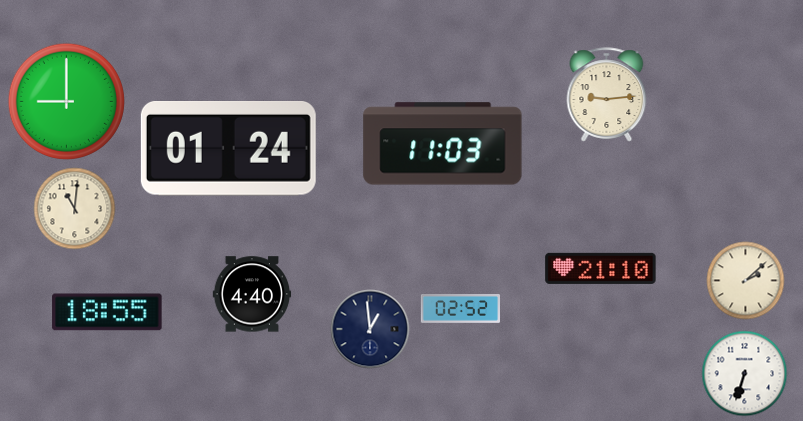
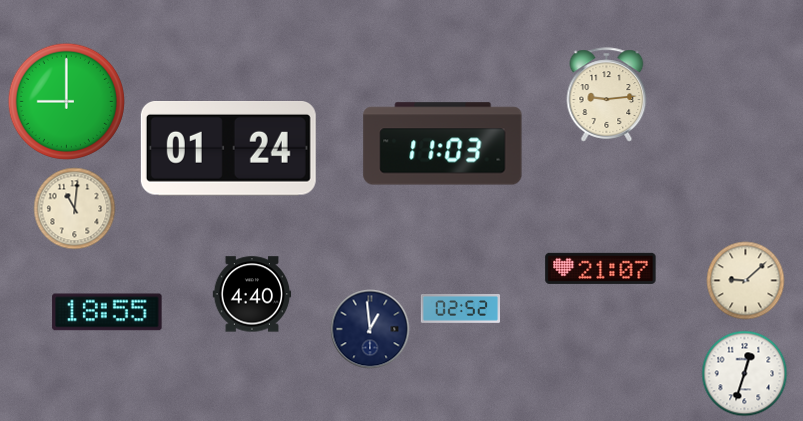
clock at (601, 268): 21:10 -> 21:07
clock at (746, 281): 2:08 -> 9:08
clock at (745, 374): 6:33 -> 12:33
